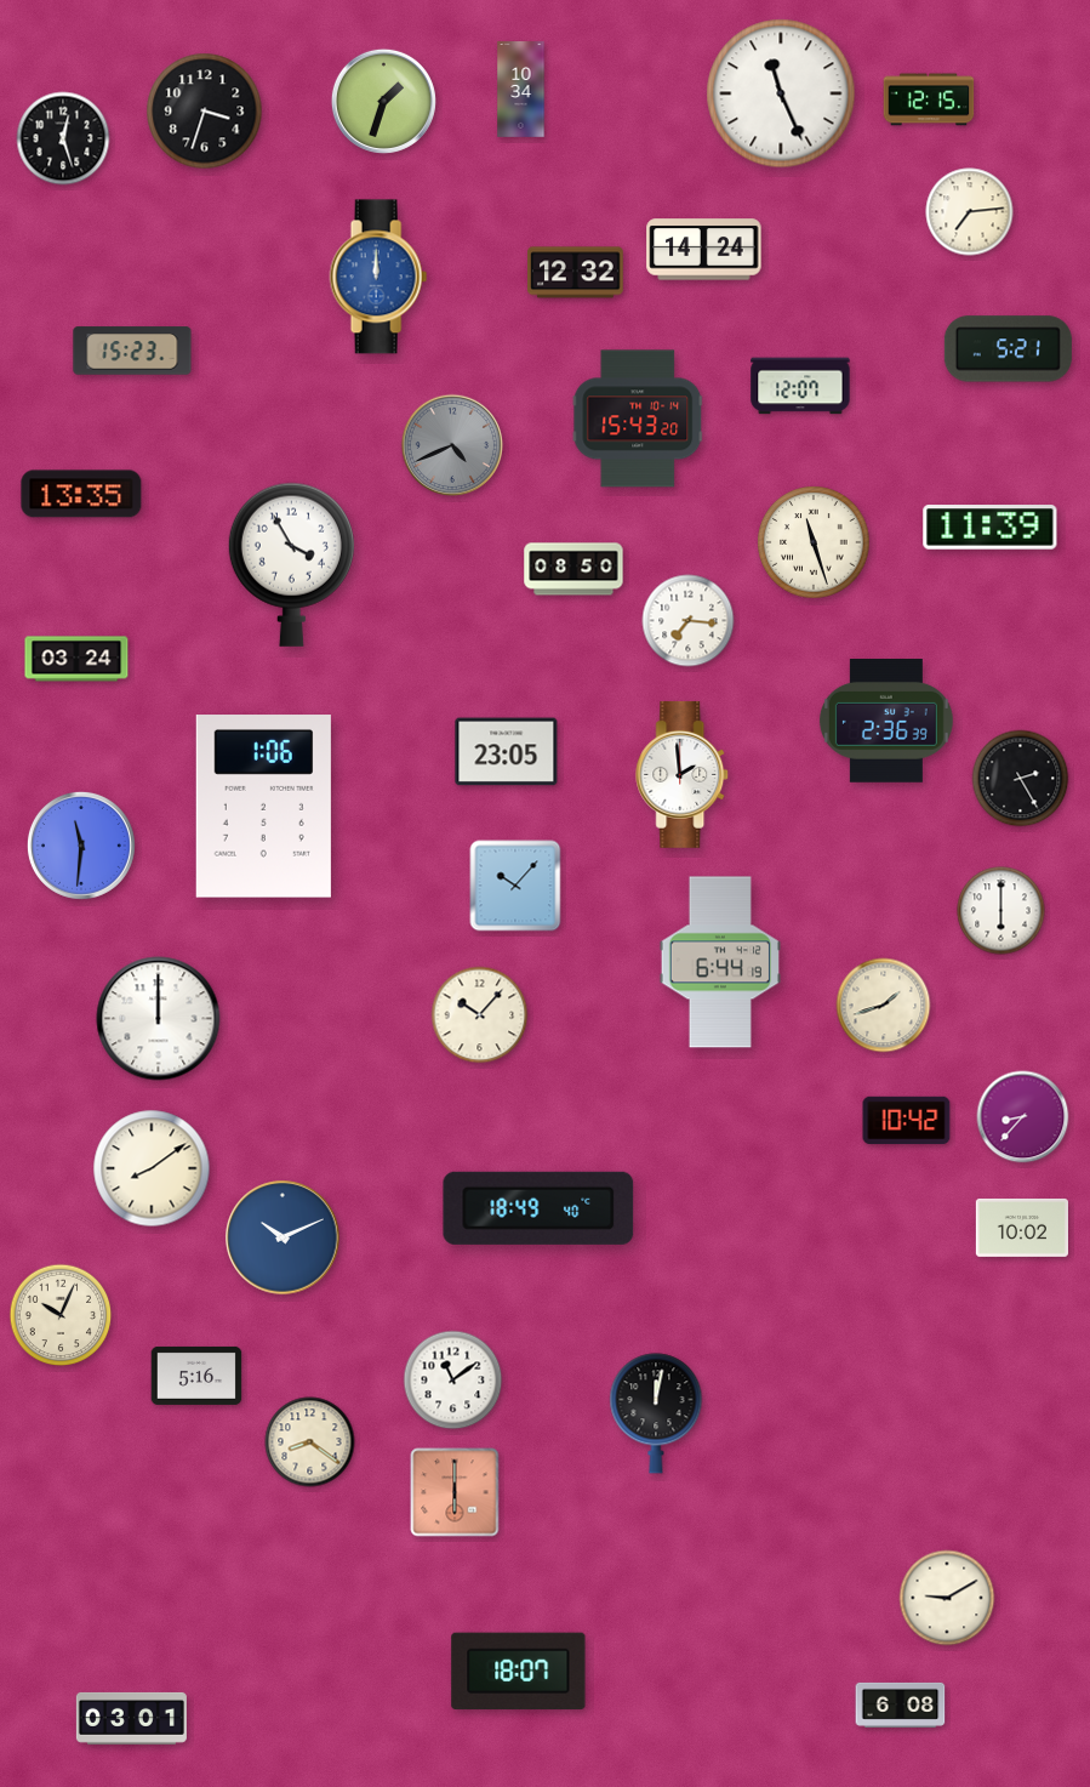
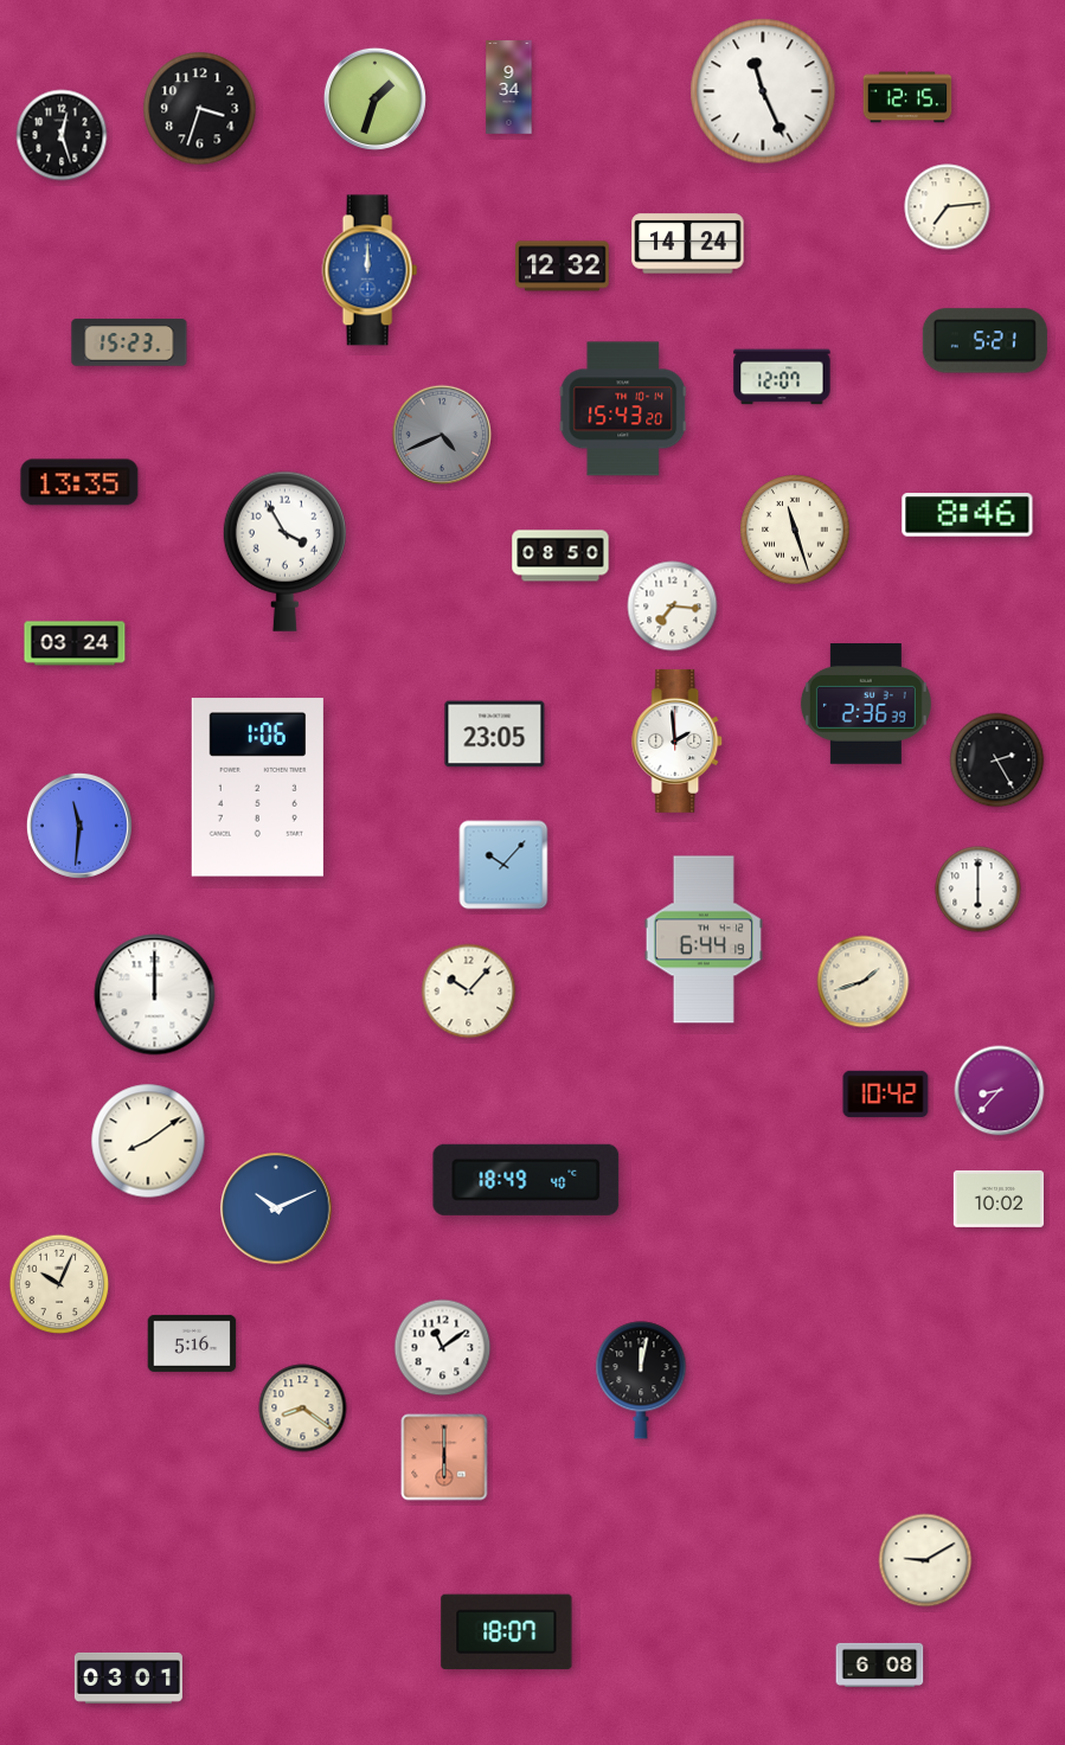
clock at (521, 90): 10:34 -> 9:34
clock at (991, 528): 11:39 -> 8:46
clock at (683, 775) position: (683, 775) -> (678, 742)
